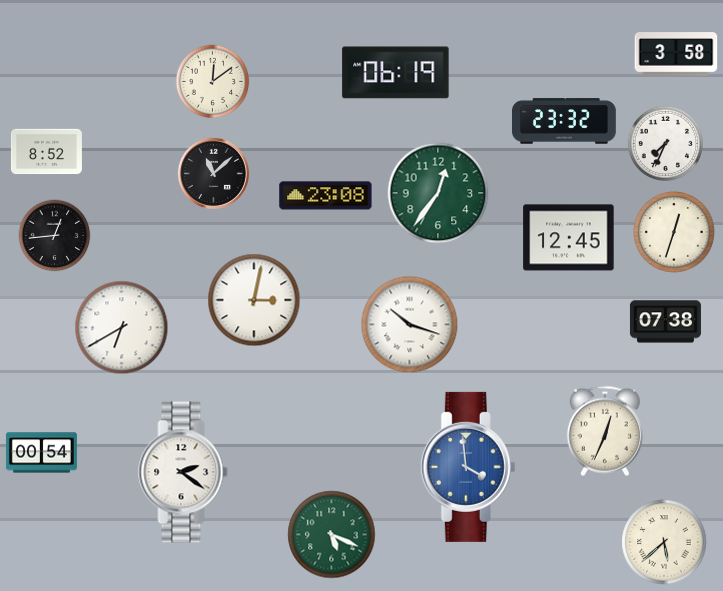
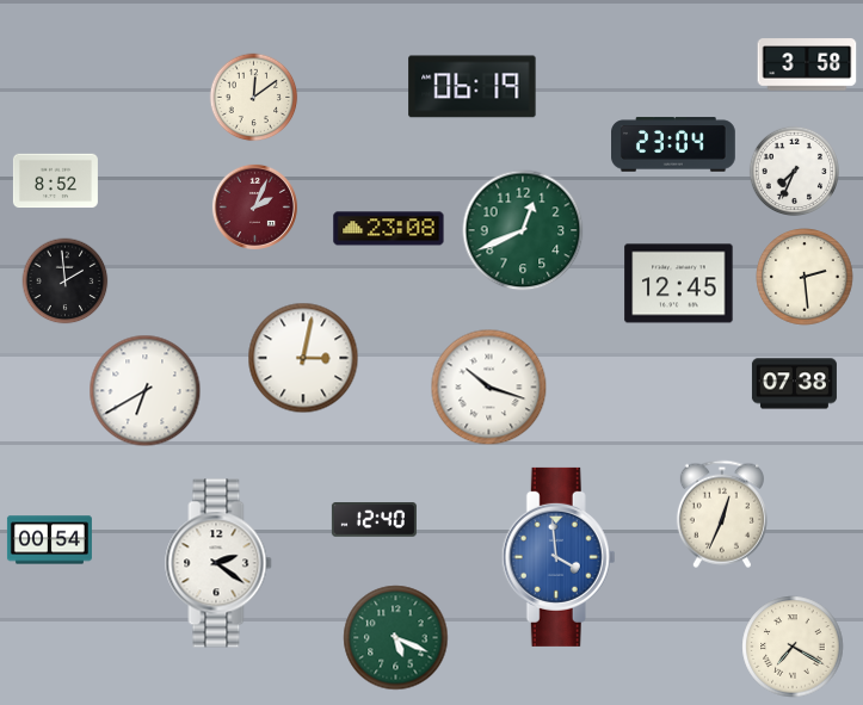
clock at (565, 121): 23:32 -> 23:04
clock at (213, 173): 11:08 -> 2:04
clock at (213, 173) dial: black -> burgundy
clock at (438, 193): 12:36 -> 12:41
clock at (326, 196) position: (326, 196) -> (389, 229)
clock at (674, 232): 12:33 -> 2:29
clock at (55, 236): 12:44 -> 1:59
clock at (374, 520): none -> 12:40
clock at (664, 542): 5:38 -> 7:20
